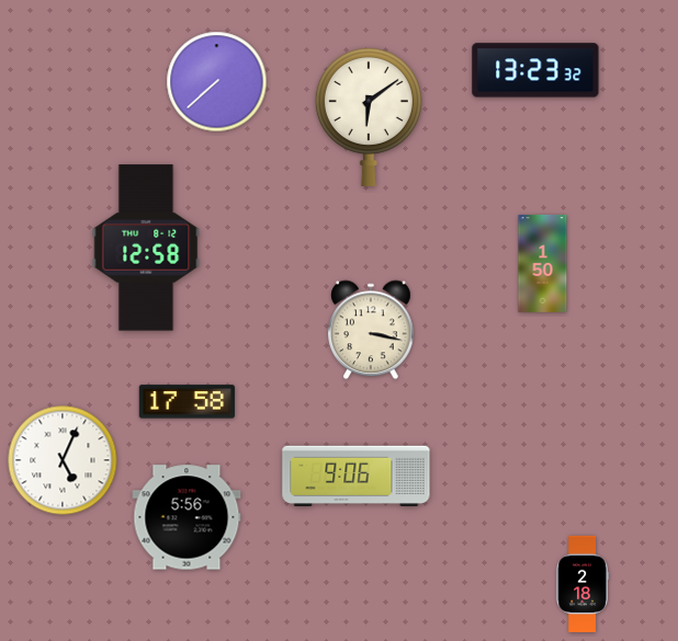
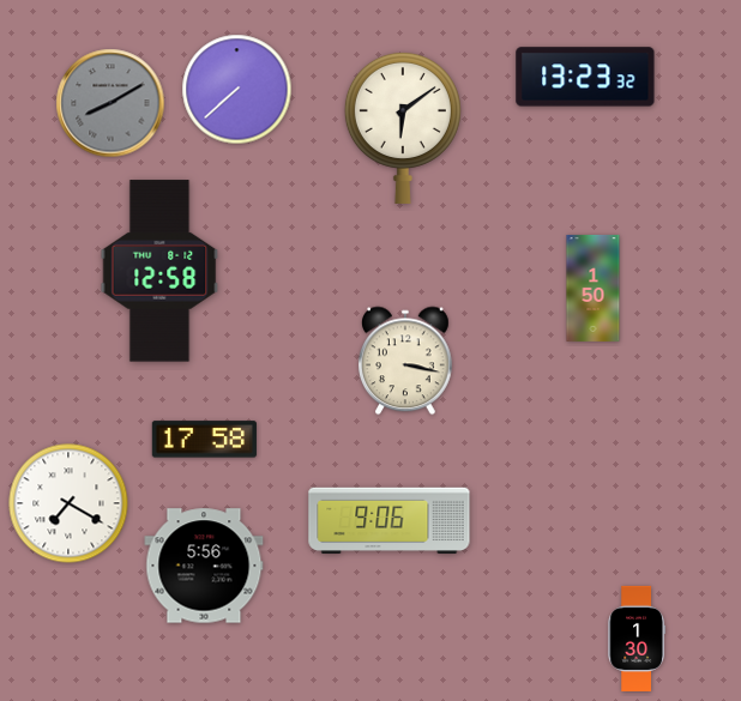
clock at (110, 103): none -> 8:10
clock at (63, 460): 5:04 -> 7:20
clock at (583, 584): 2:18 -> 1:30
